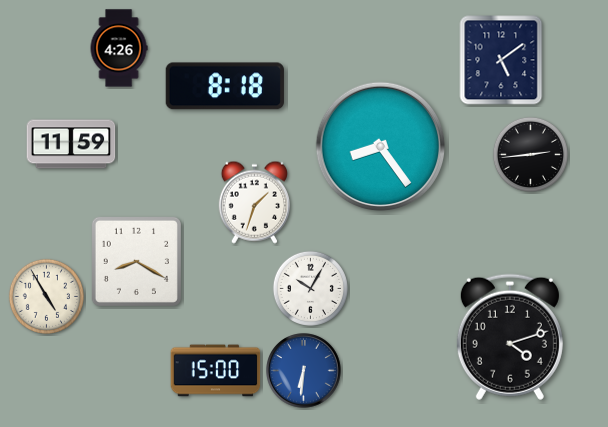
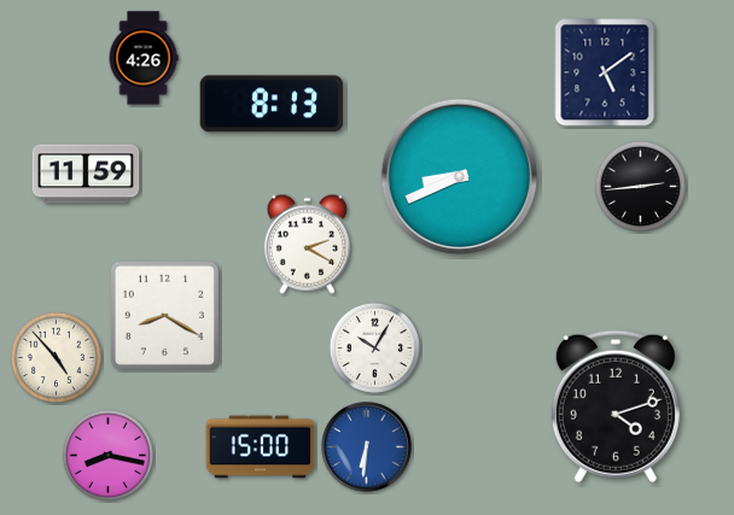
clock at (225, 86): 8:18 -> 8:13
clock at (381, 147): 8:24 -> 8:41
clock at (254, 202): 1:33 -> 2:20
clock at (46, 296): 4:55 -> 4:53
clock at (107, 455): none -> 8:17
